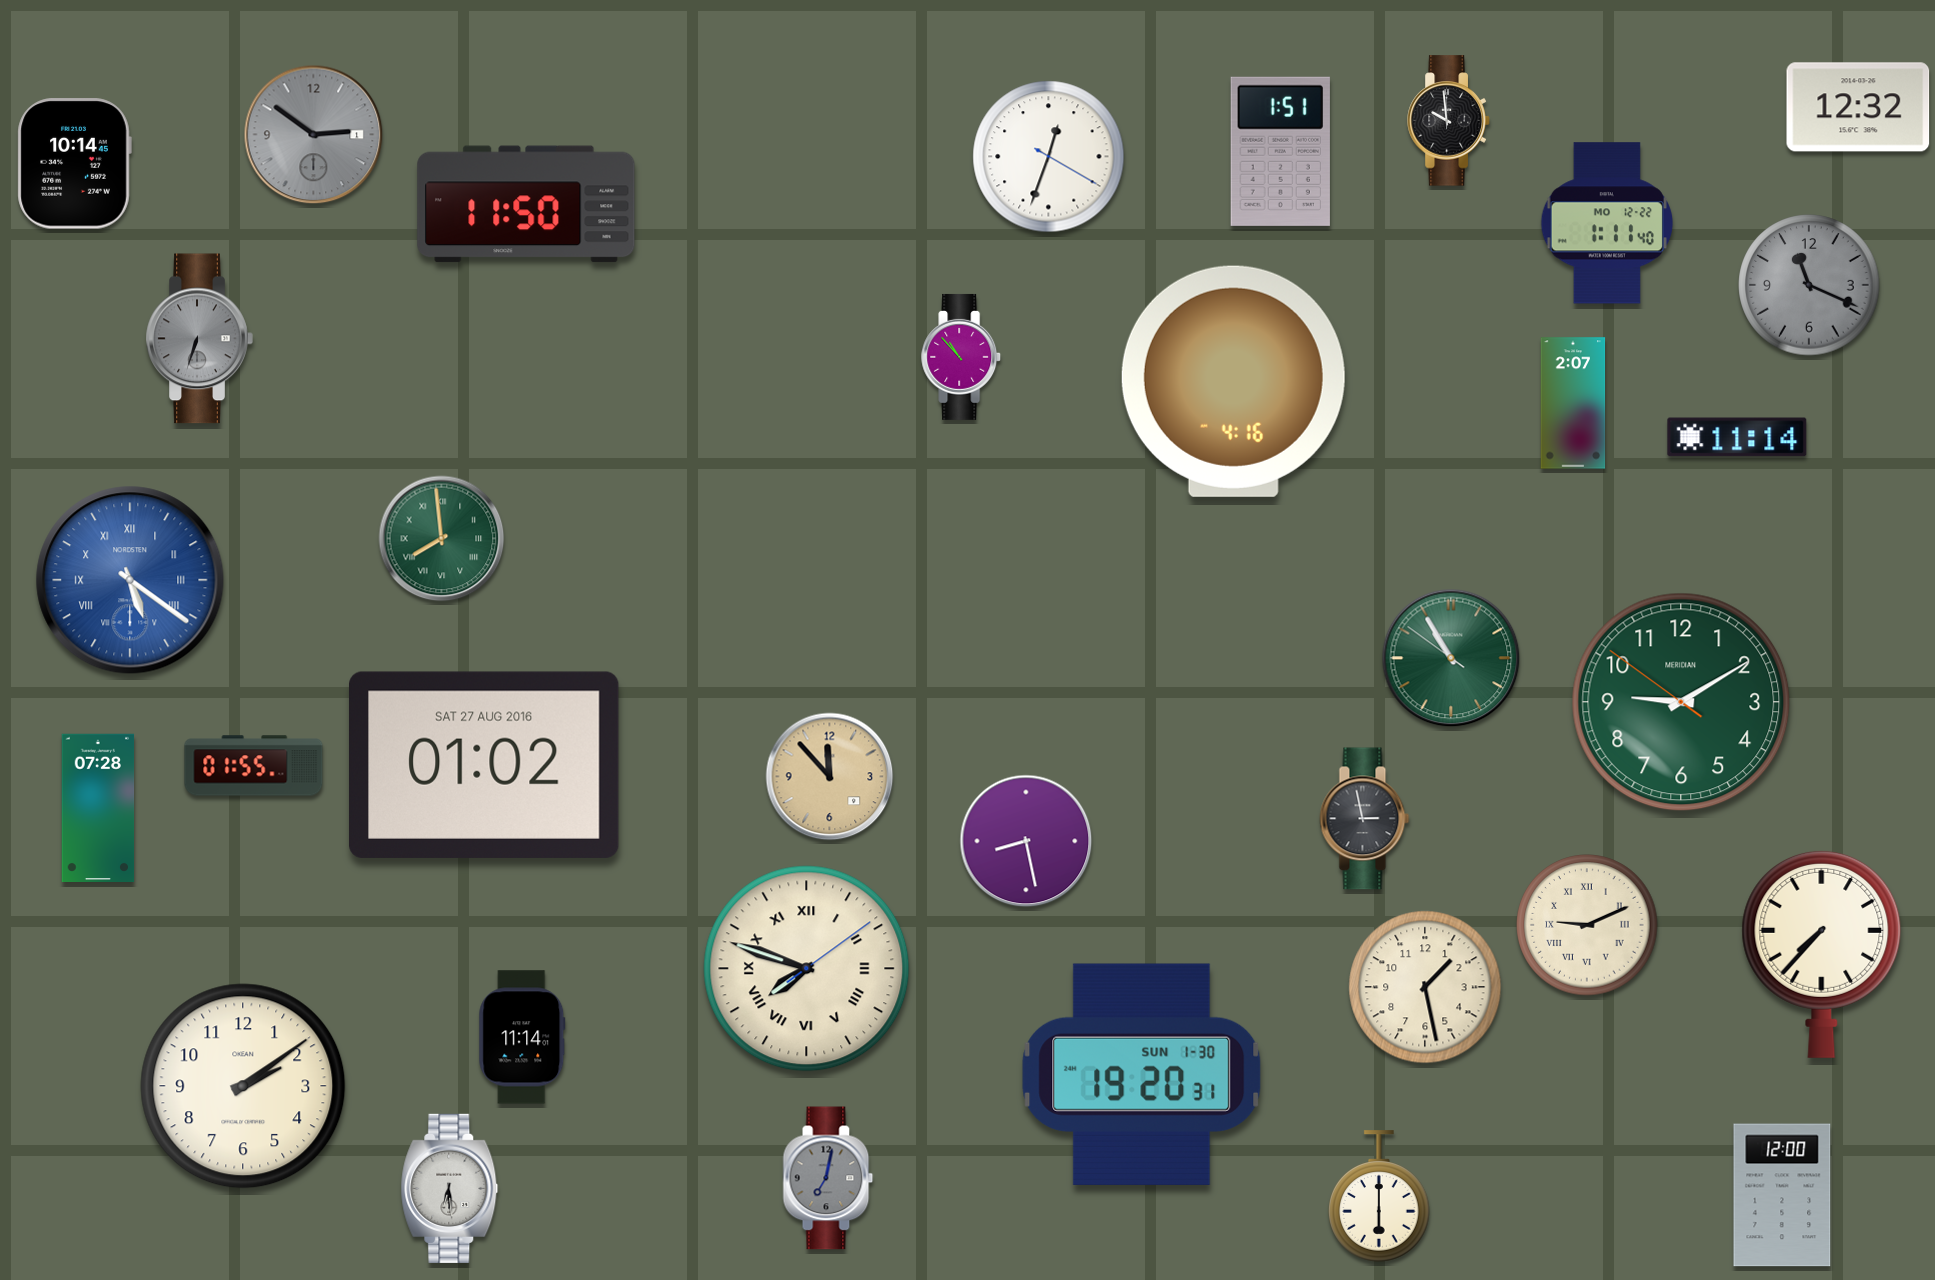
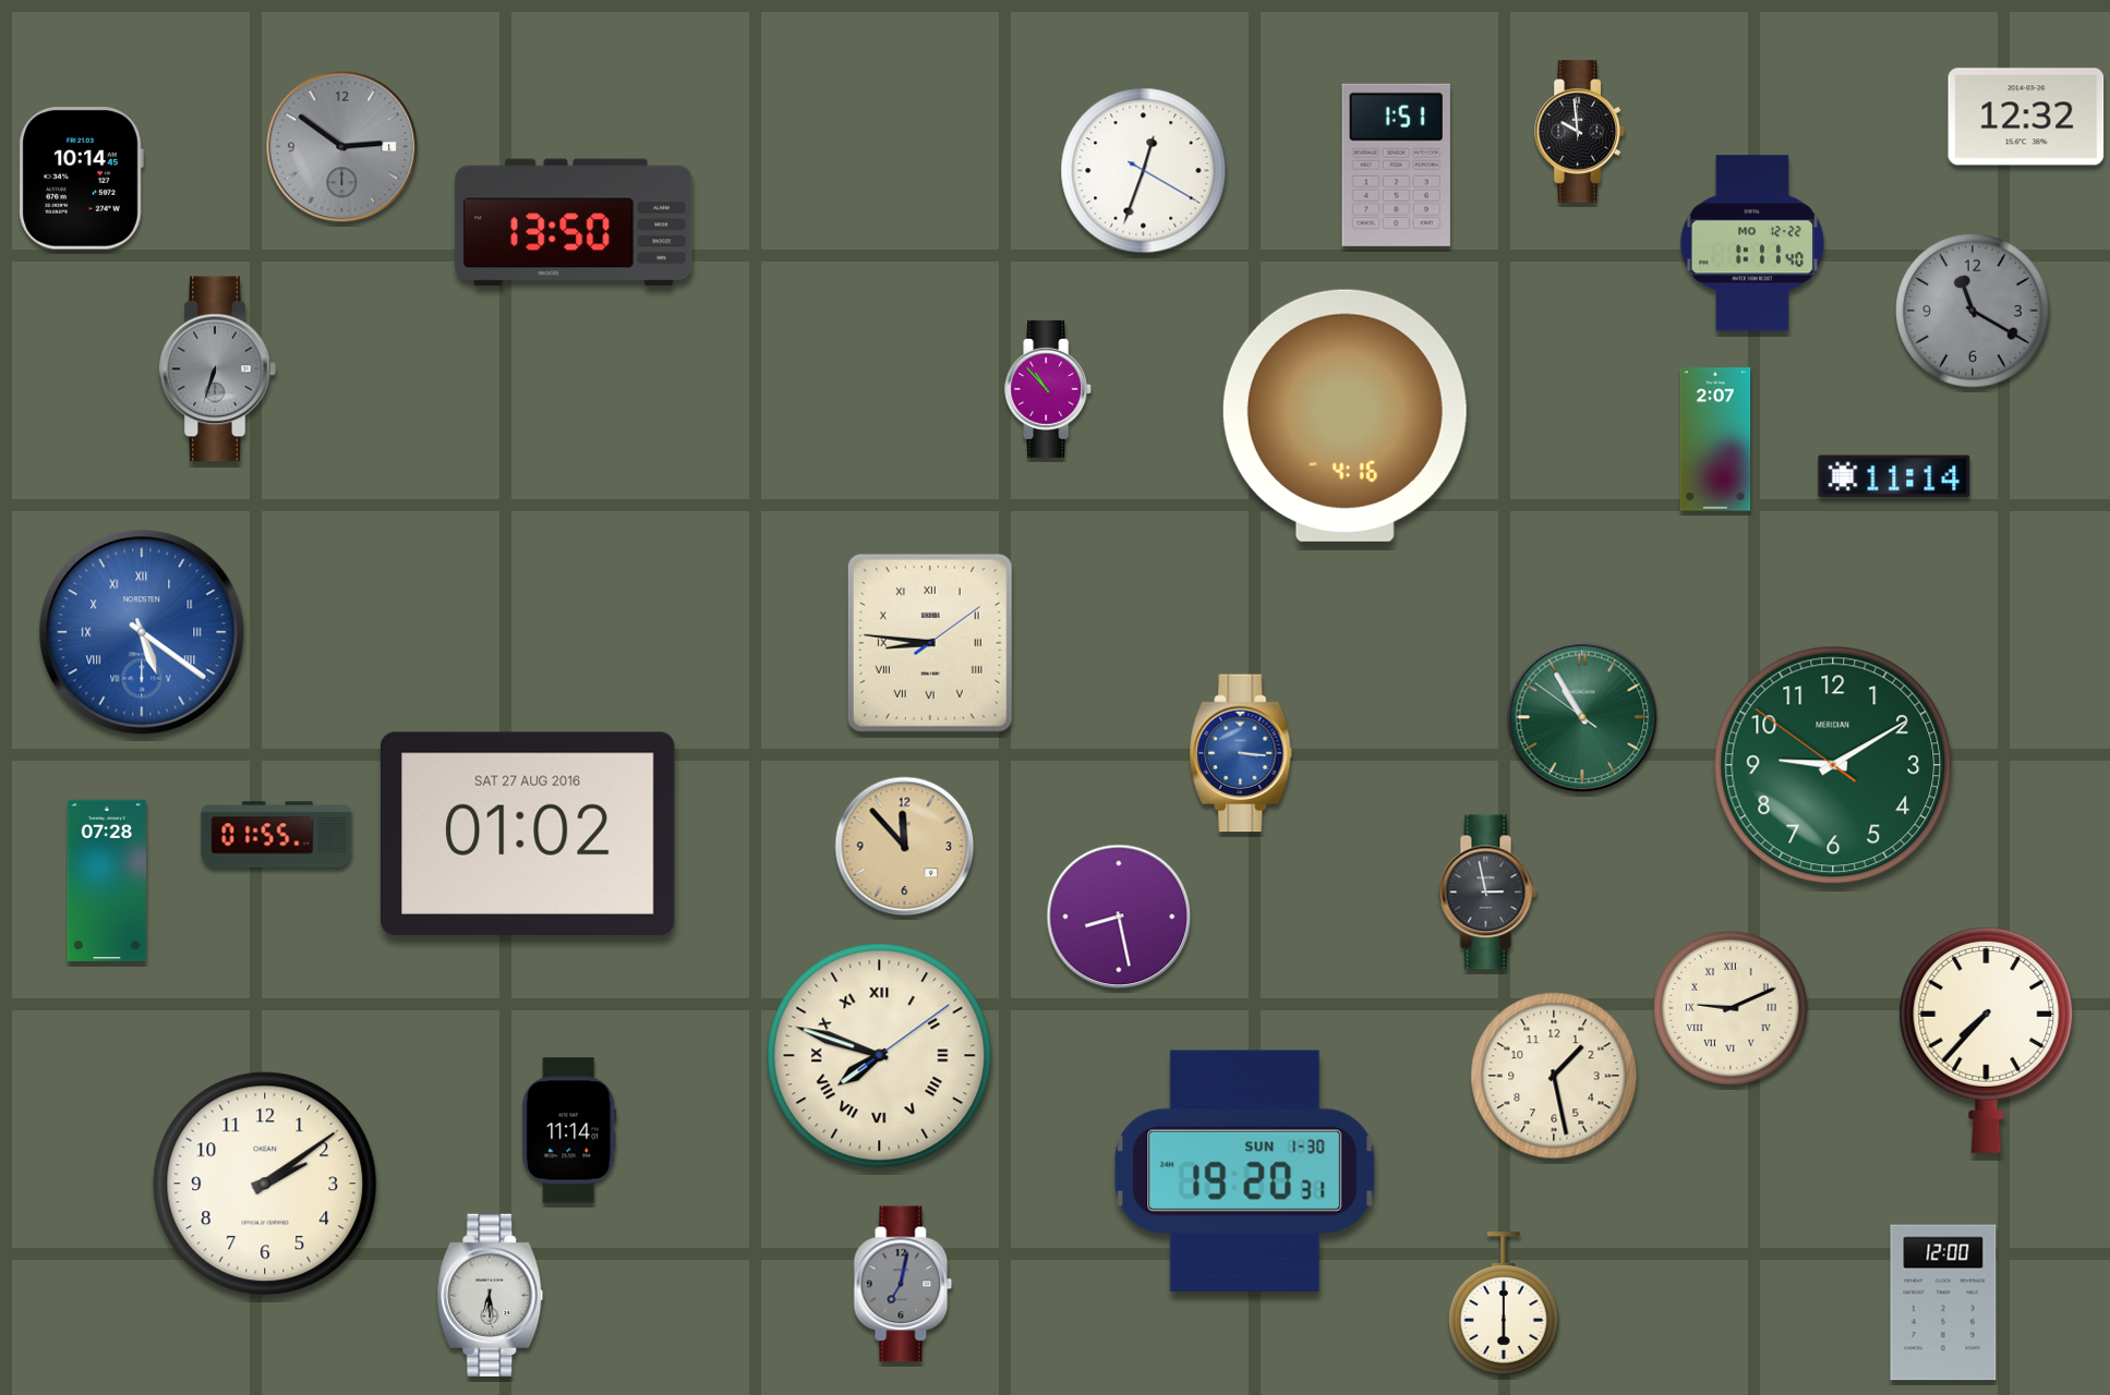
clock at (526, 204): 11:50 -> 13:50
clock at (1809, 285): 11:19 -> 11:20
clock at (442, 539): 7:59 -> none
clock at (930, 643): none -> 8:46
clock at (1241, 753): none -> 3:16
